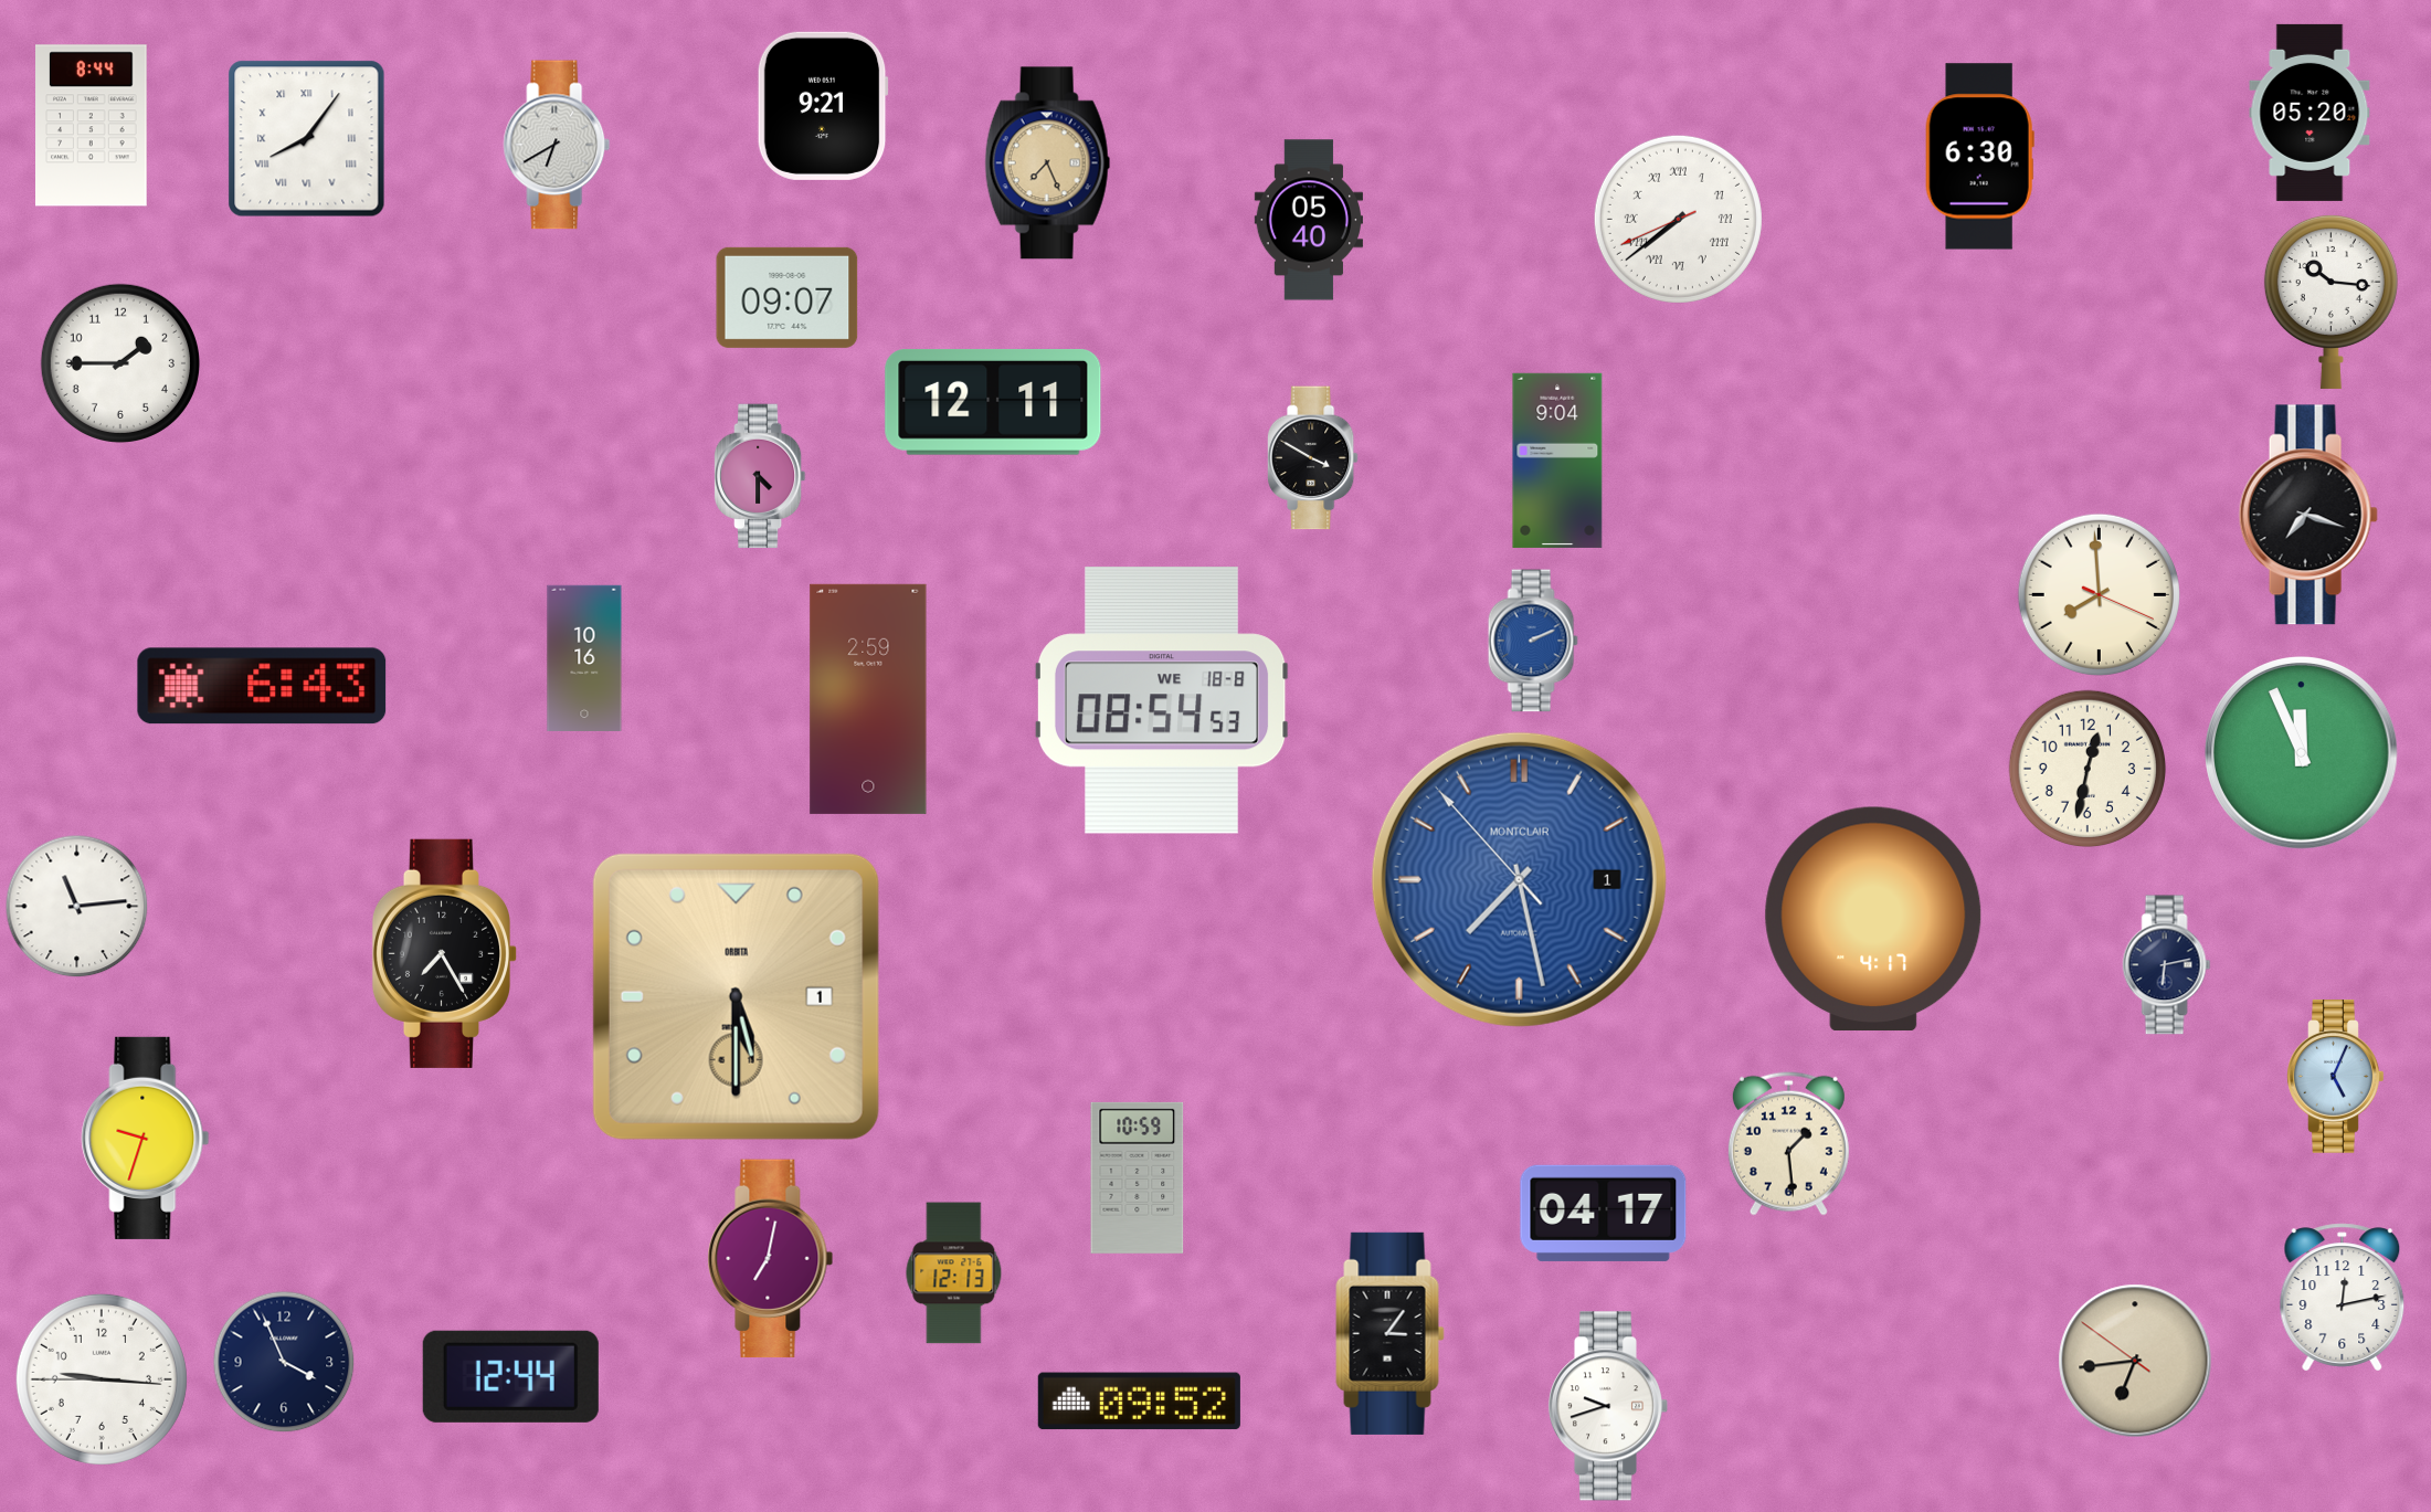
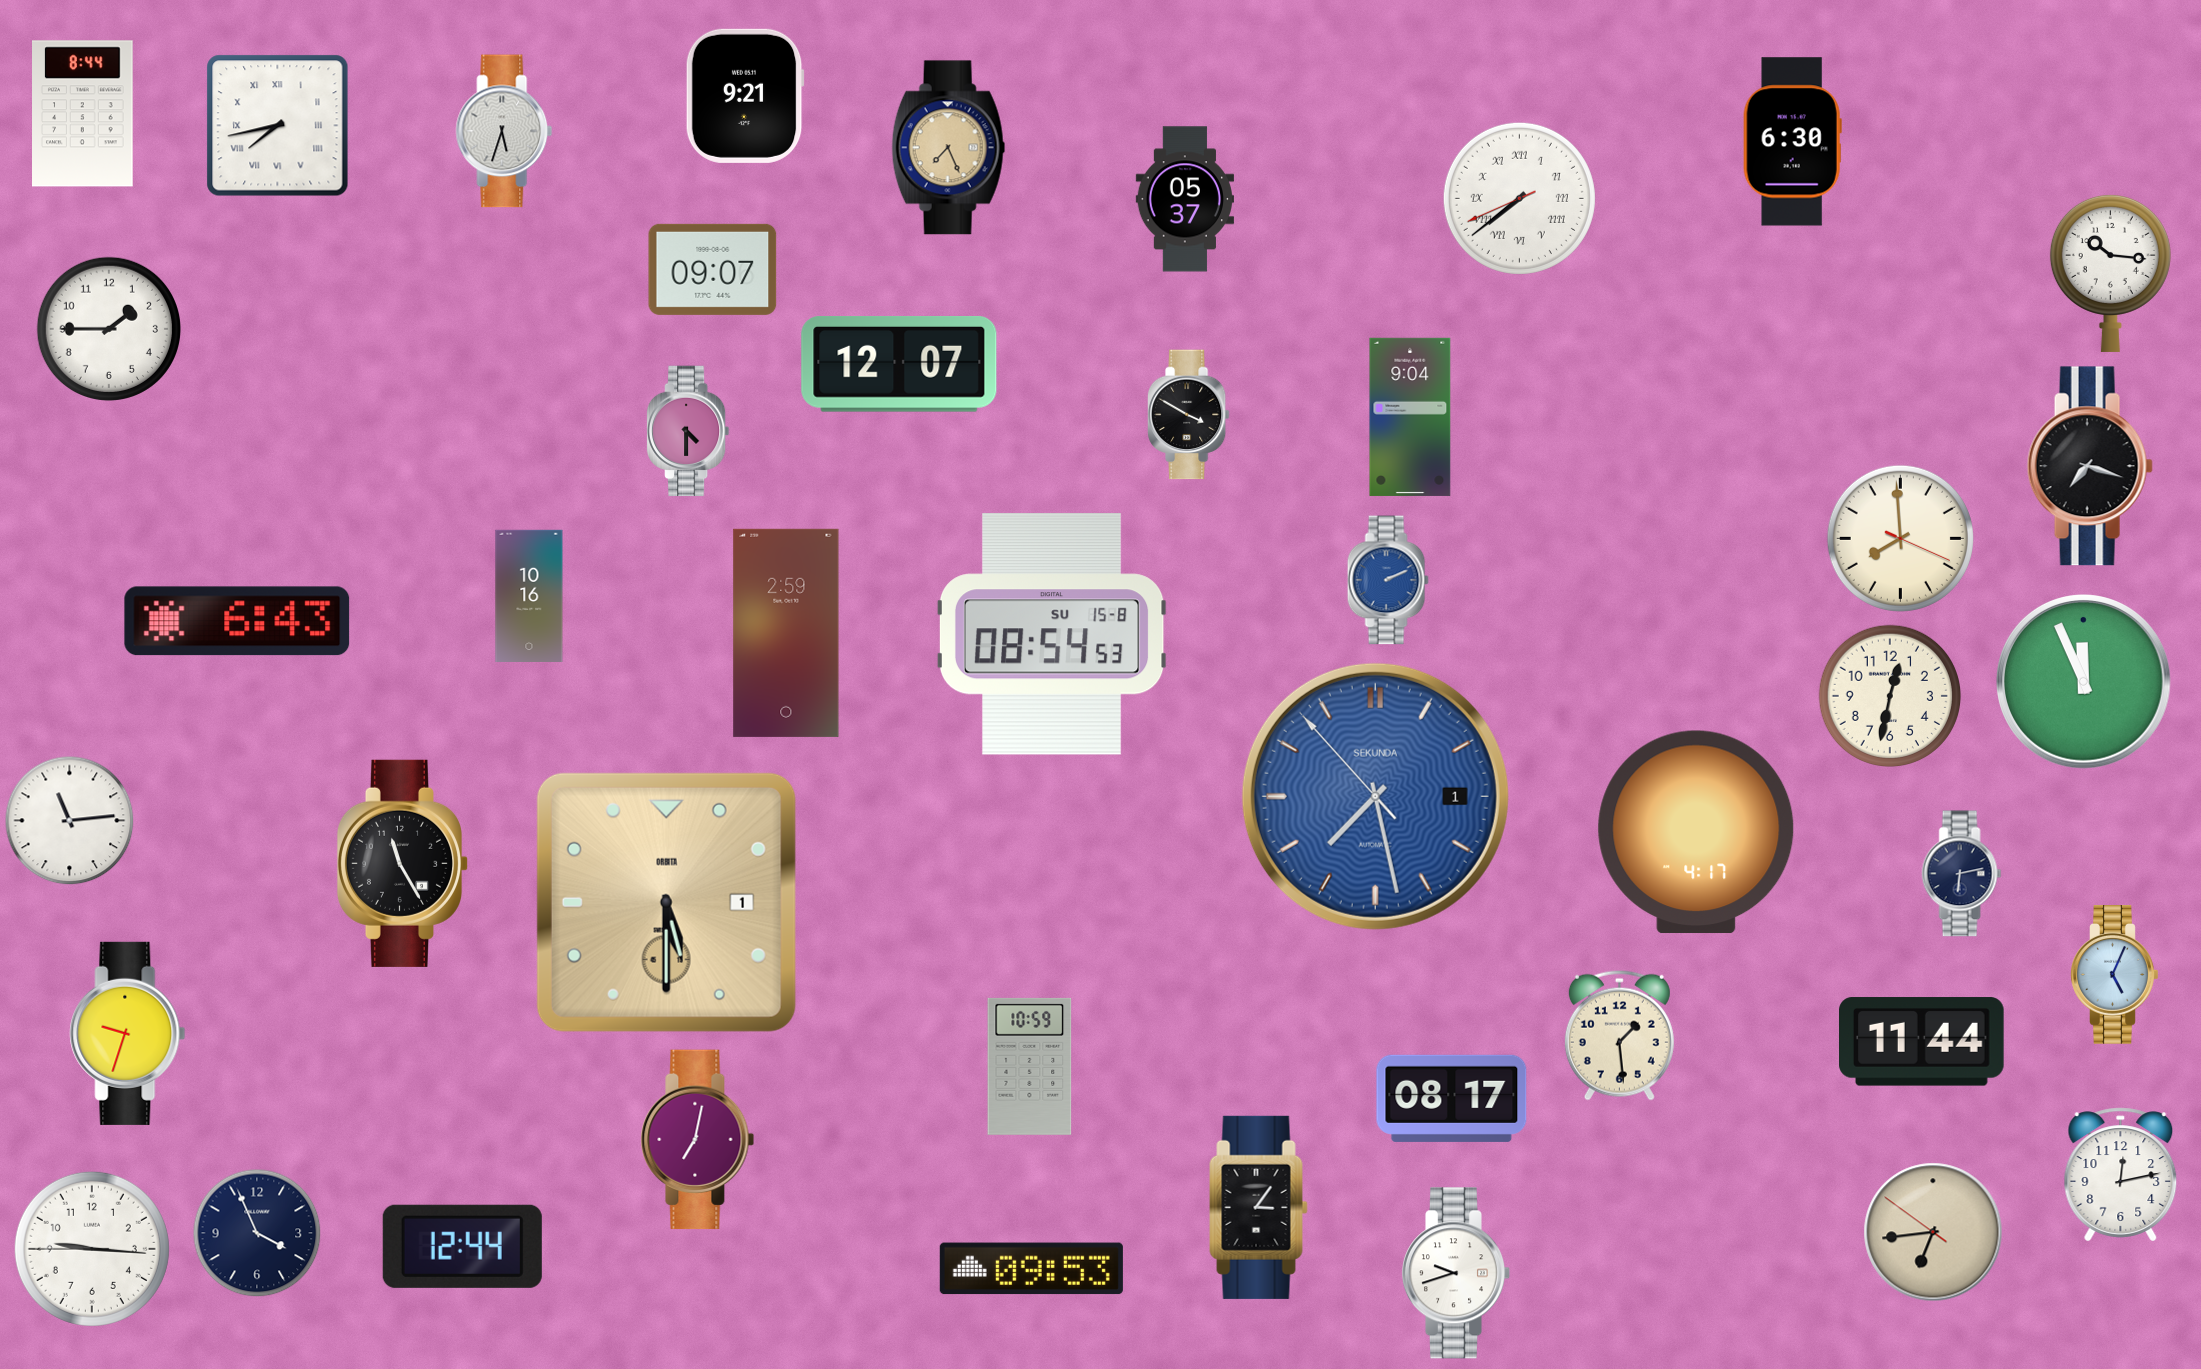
clock at (2310, 113): 05:20 -> none
clock at (307, 139): 8:06 -> 7:43
clock at (557, 145): 6:40 -> 5:33
clock at (1308, 220): 05:40 -> 05:37
clock at (993, 403): 12:11 -> 12:07
clock at (1162, 700) date: WE 18-8 -> SU 15-8
clock at (1519, 879) brand: MONTCLAIR -> SEKUNDA
clock at (445, 953): 7:25 -> 11:25
clock at (146, 1138) position: (146, 1138) -> (128, 1033)
clock at (1922, 1042): none -> 11:44
clock at (1604, 1213): 04:17 -> 08:17
clock at (954, 1273): 12:13 -> none
clock at (1139, 1402): 09:52 -> 09:53
